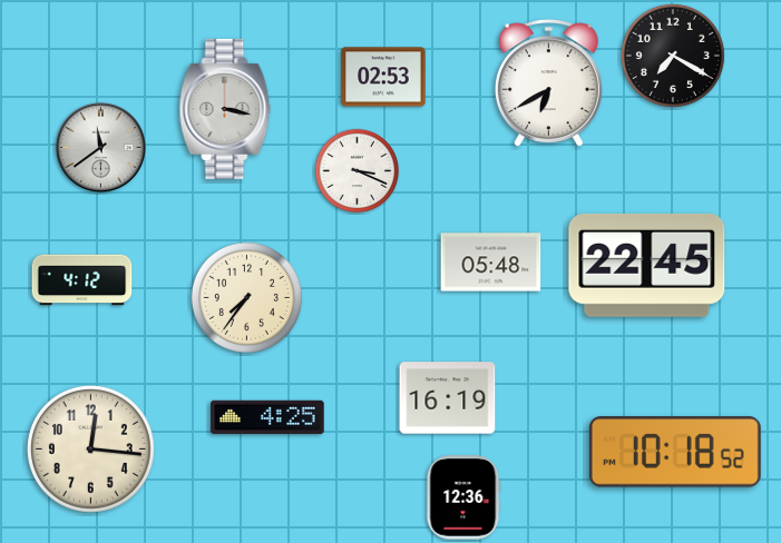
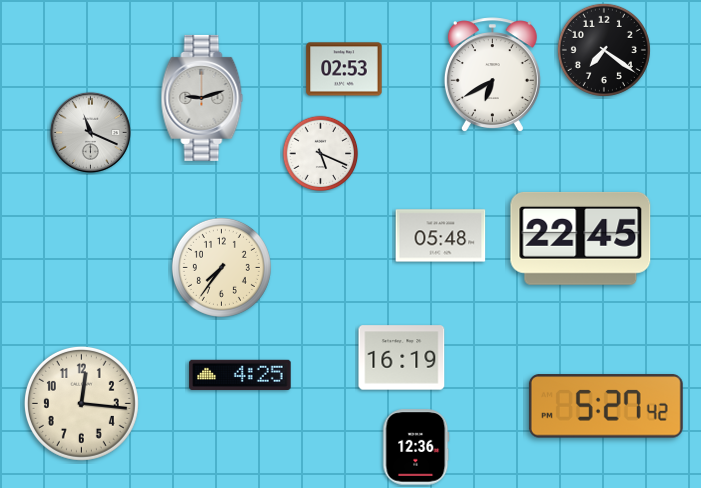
clock at (673, 56): 7:20 -> 7:21
clock at (225, 109): 3:17 -> 9:12
clock at (100, 147): 11:39 -> 11:19
clock at (358, 171): 3:19 -> 5:19
clock at (82, 280): 4:12 -> none
clock at (675, 452): 10:18 -> 5:27
